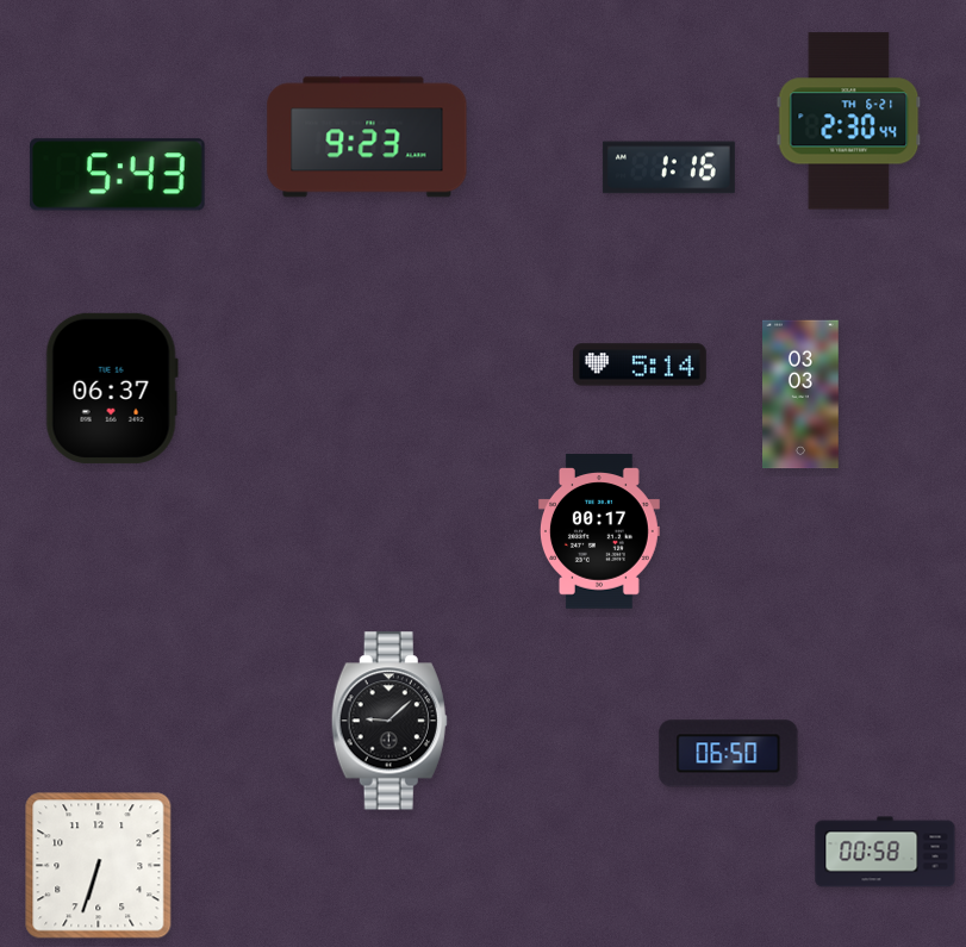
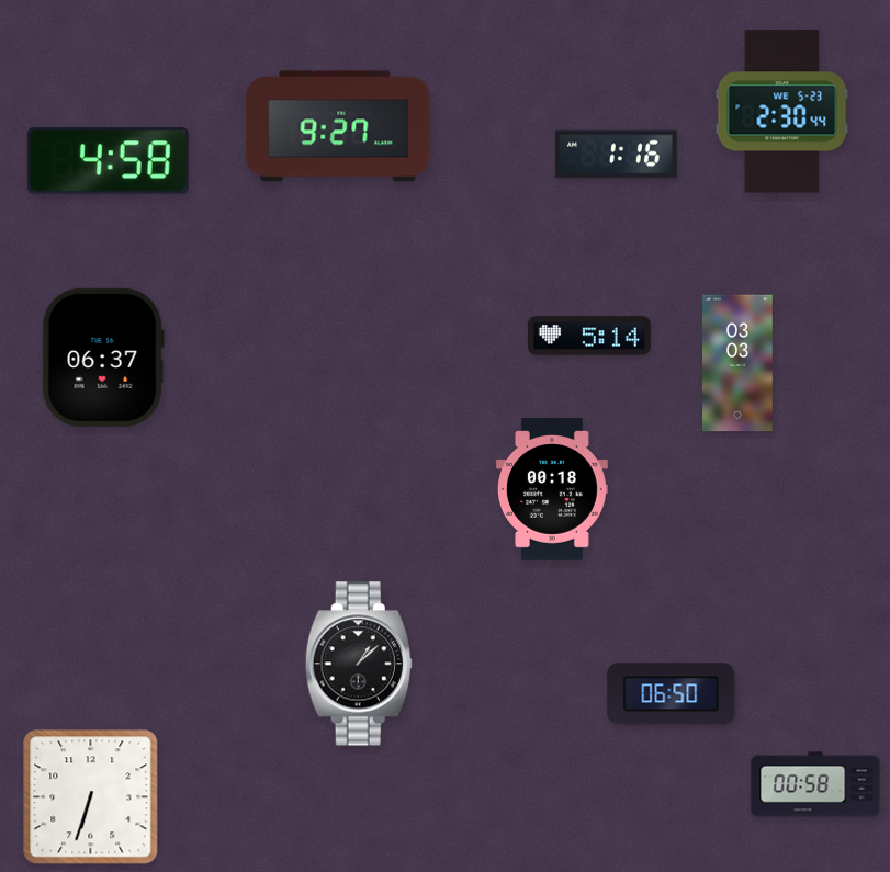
clock at (849, 122) date: TH 6-21 -> WE 5-23
clock at (367, 137): 9:23 -> 9:27
clock at (117, 175): 5:43 -> 4:58
clock at (599, 531): 00:17 -> 00:18
clock at (389, 721): 9:08 -> 1:08
